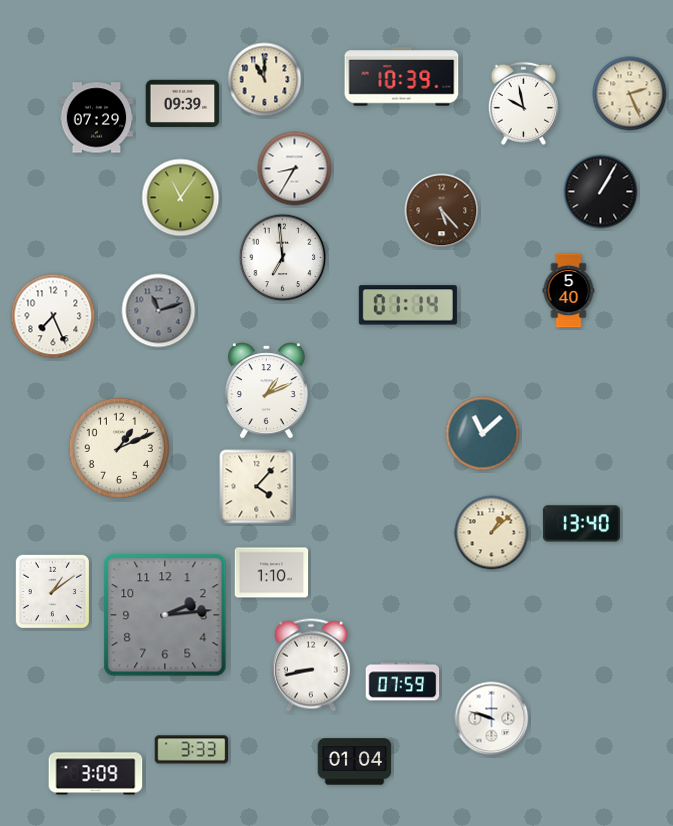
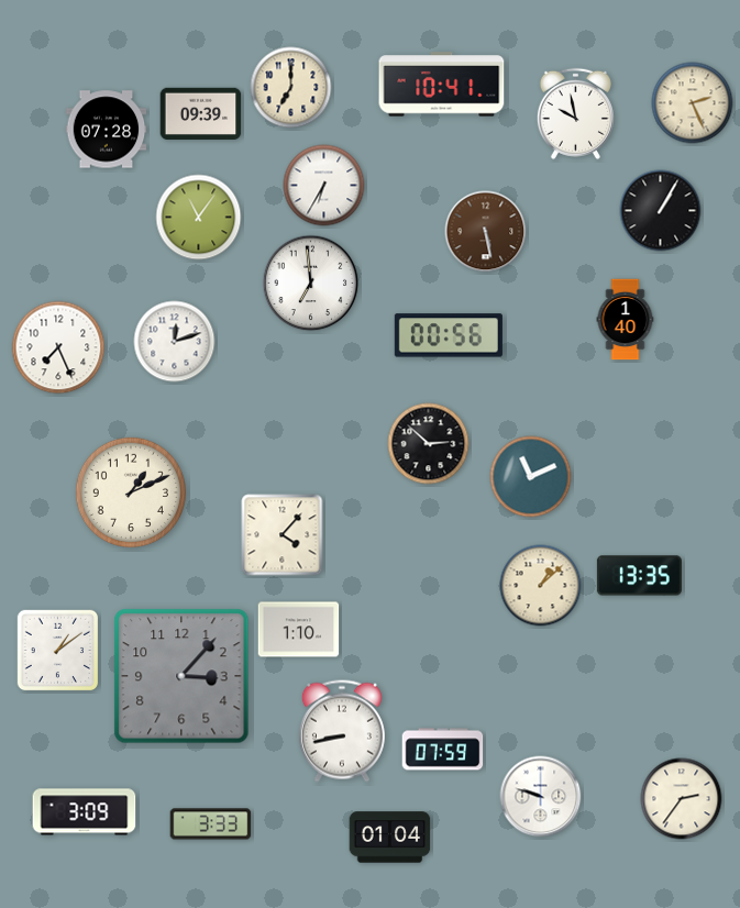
clock at (402, 77): 10:39 -> 10:41
clock at (265, 80): 11:00 -> 7:00
clock at (97, 118): 07:29 -> 07:28
clock at (295, 169): 8:35 -> 6:35
clock at (442, 211): 5:23 -> 5:28
clock at (569, 291): 5:40 -> 1:40
clock at (408, 305): 01:14 -> 00:56
clock at (159, 311): 11:12 -> 12:12
clock at (159, 311) dial: grey -> white
clock at (266, 391): 1:11 -> none
clock at (429, 444): none -> 2:52
clock at (483, 434): 11:08 -> 11:11
clock at (581, 524): 13:40 -> 13:35
clock at (165, 615): 2:14 -> 3:07
clock at (492, 719) position: (492, 719) -> (541, 797)
clock at (682, 799): none -> 2:36
clock at (96, 774) position: (96, 774) -> (85, 812)
